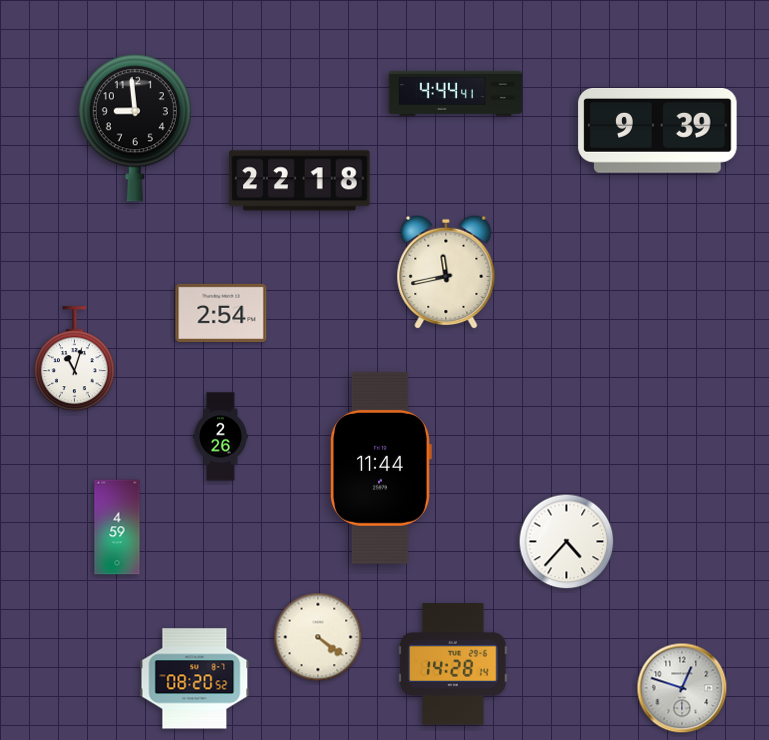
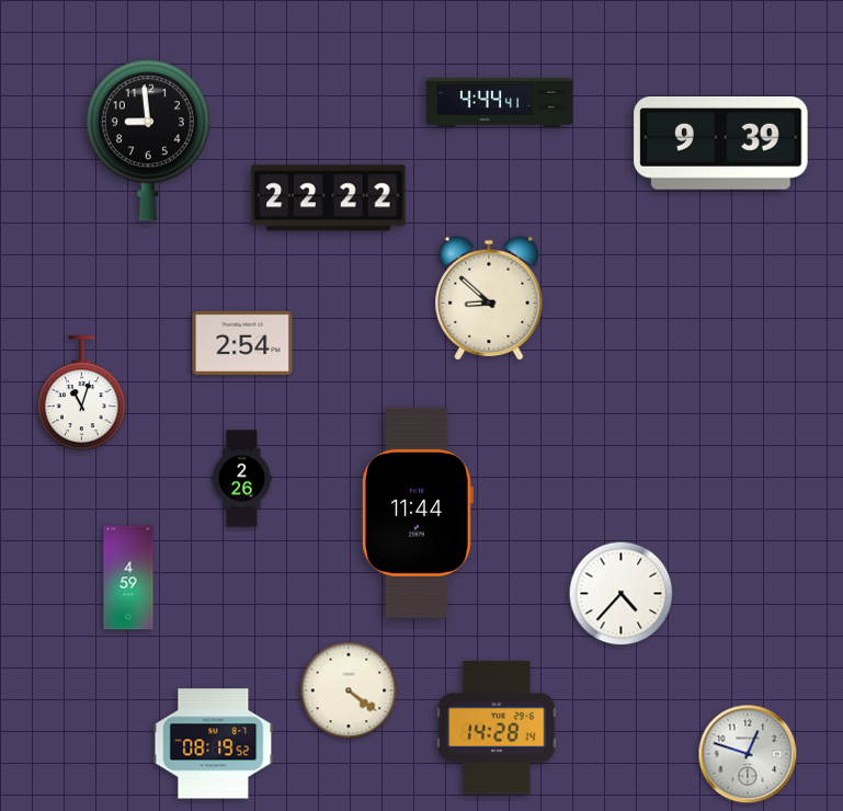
clock at (300, 181): 22:18 -> 22:22
clock at (446, 272): 11:43 -> 8:52
clock at (318, 637) position: (318, 637) -> (349, 690)
clock at (195, 679): 08:20 -> 08:19
